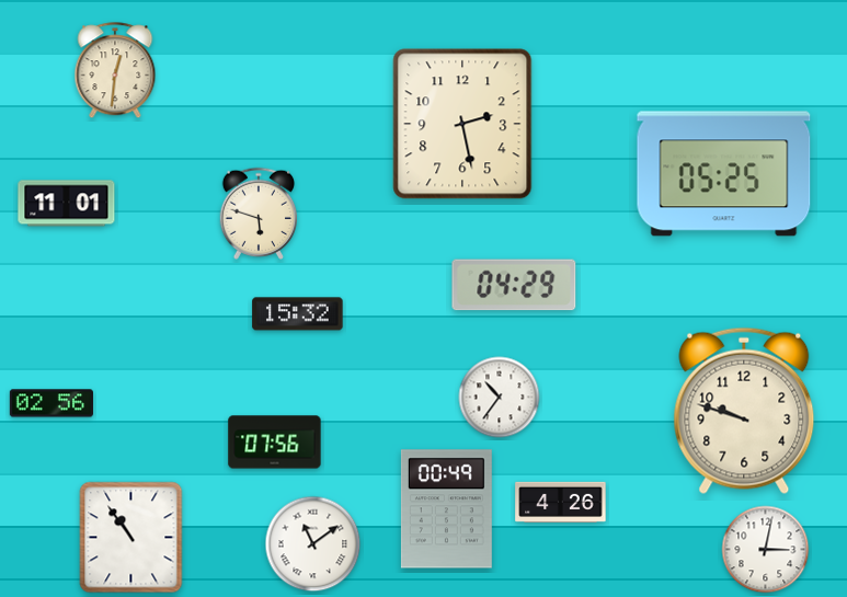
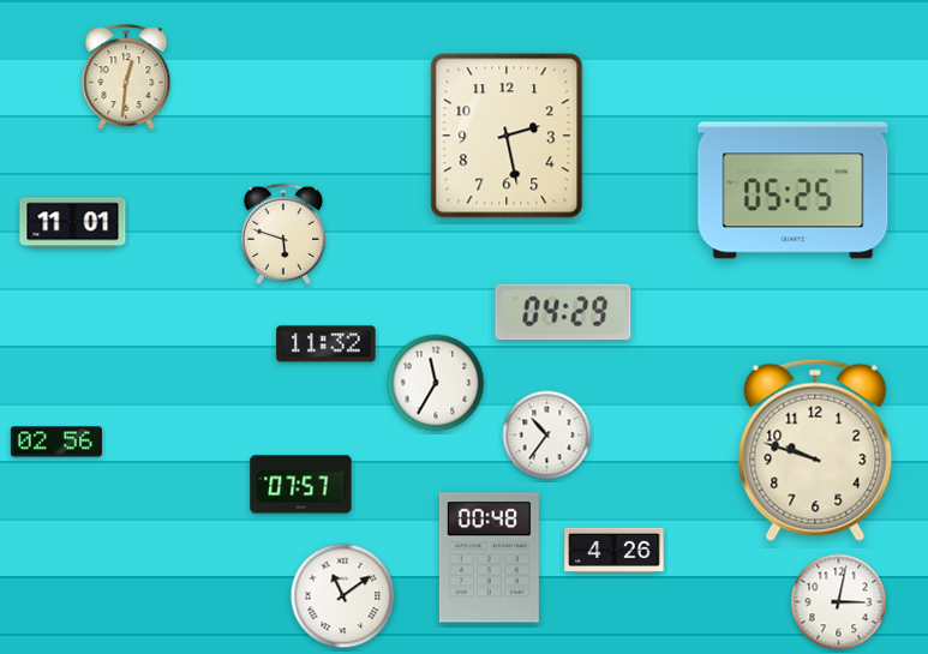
clock at (298, 314): 15:32 -> 11:32
clock at (436, 383): none -> 11:35
clock at (275, 443): 07:56 -> 07:57
clock at (446, 509): 00:49 -> 00:48
clock at (131, 538): 10:54 -> none
